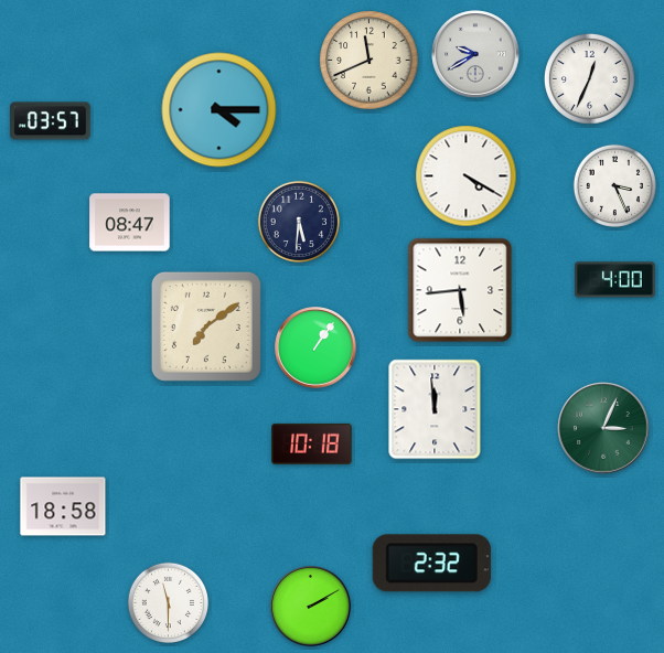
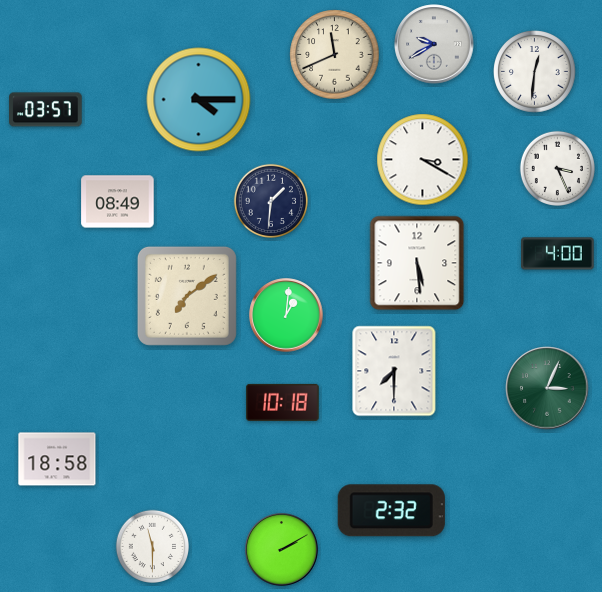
clock at (475, 54) position: (475, 54) -> (434, 44)
clock at (590, 79): 12:34 -> 12:31
clock at (467, 176): 4:20 -> 3:20
clock at (299, 222): 5:31 -> 1:31
clock at (130, 223): 08:47 -> 08:49
clock at (460, 290): 5:44 -> 5:29
clock at (315, 347): 1:06 -> 1:01
clock at (435, 409): 11:59 -> 7:30
